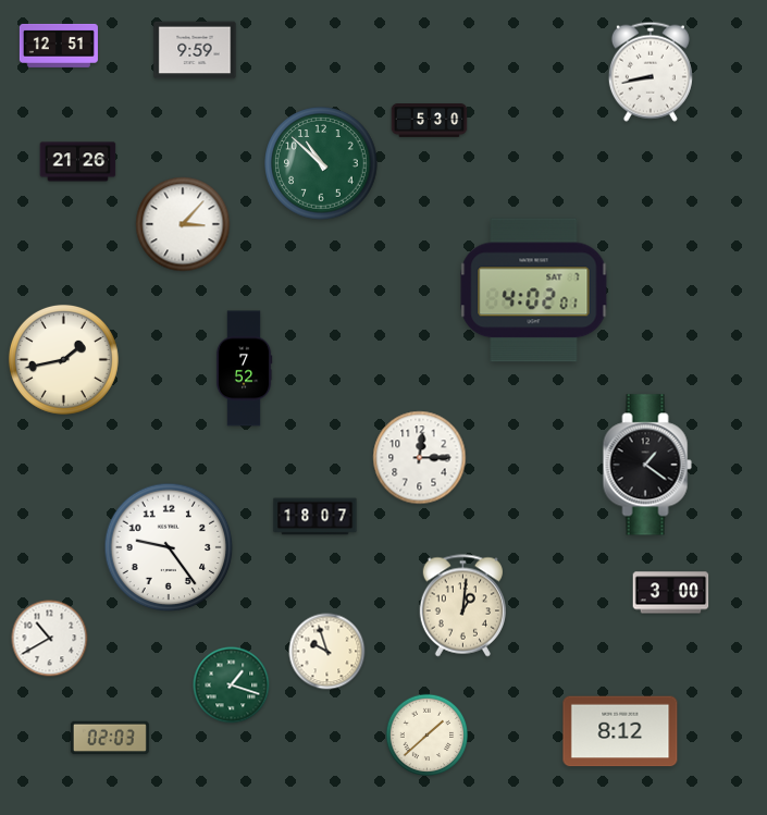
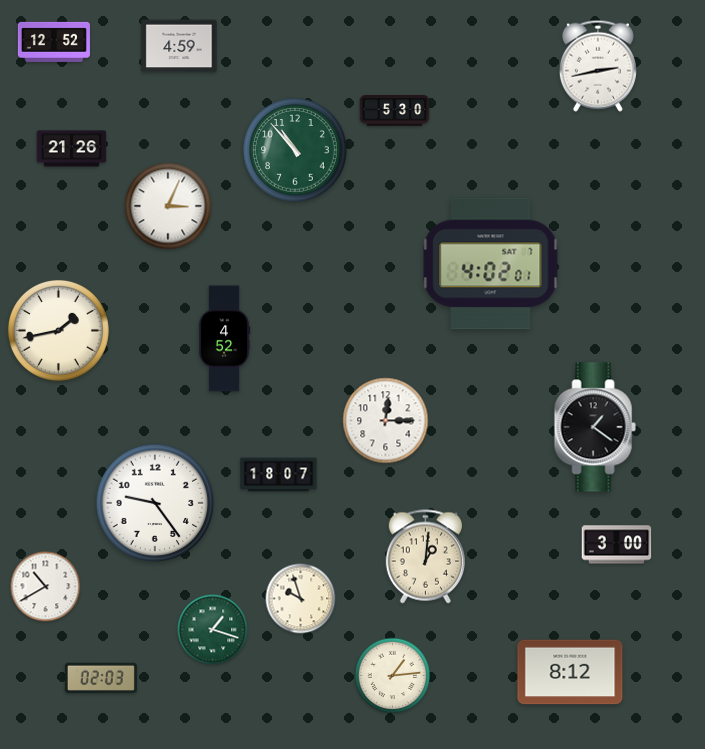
clock at (59, 46): 12:51 -> 12:52
clock at (195, 50): 9:59 -> 4:59
clock at (651, 72): 8:43 -> 2:43
clock at (321, 163): 10:52 -> 10:53
clock at (183, 224): 3:07 -> 3:04
clock at (534, 291) position: (534, 291) -> (491, 264)
clock at (244, 369): 7:52 -> 4:52
clock at (316, 517) position: (316, 517) -> (279, 475)
clock at (428, 736): 1:38 -> 1:14
